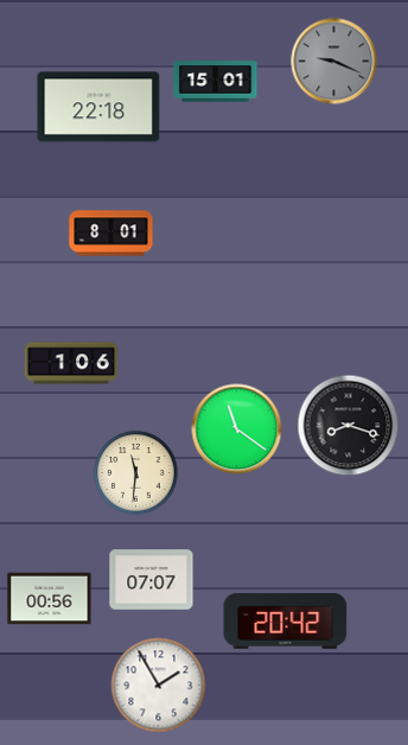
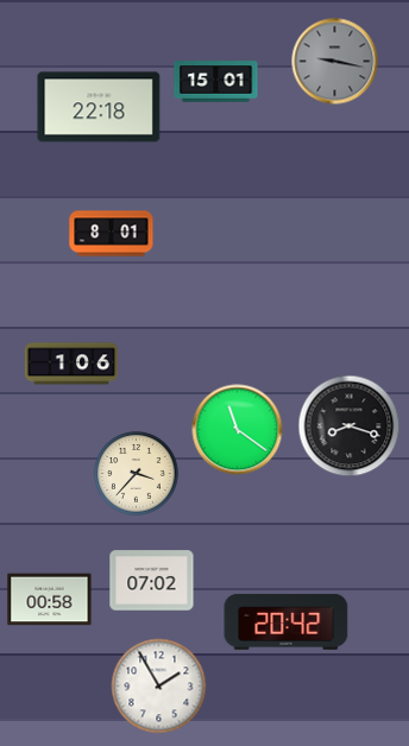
clock at (334, 62): 9:19 -> 9:17
clock at (136, 473): 11:31 -> 3:37
clock at (152, 580): 07:07 -> 07:02
clock at (50, 599): 00:56 -> 00:58
